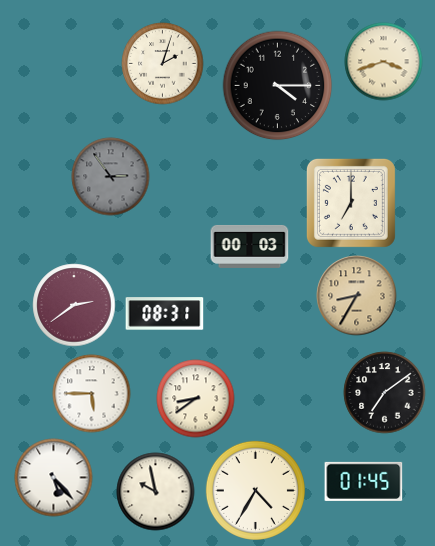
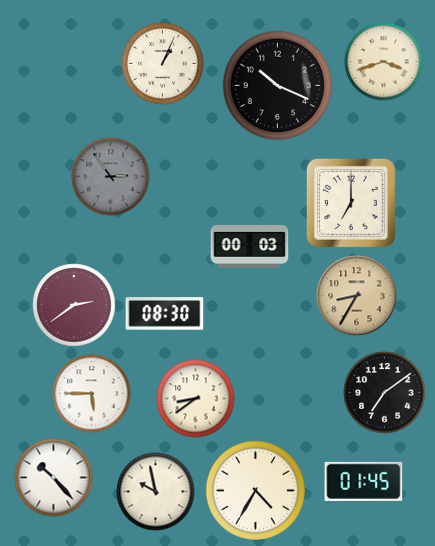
clock at (162, 63): 2:03 -> 1:04
clock at (277, 85): 4:15 -> 10:19
clock at (164, 314): 08:31 -> 08:30
clock at (53, 477): 5:23 -> 10:23
